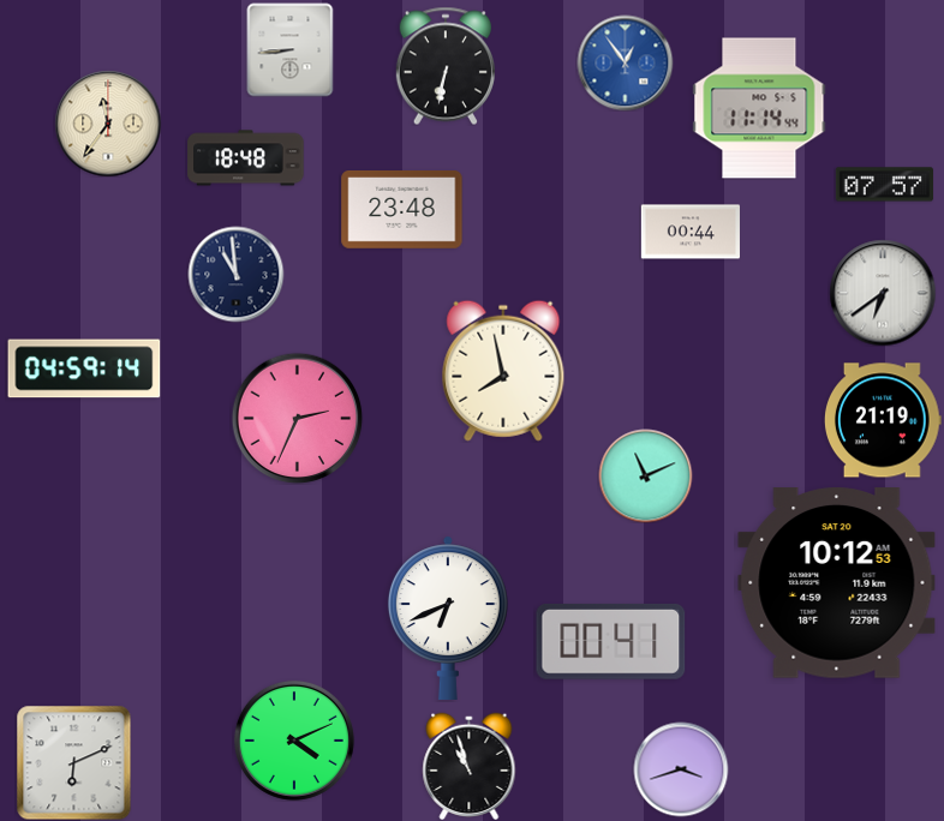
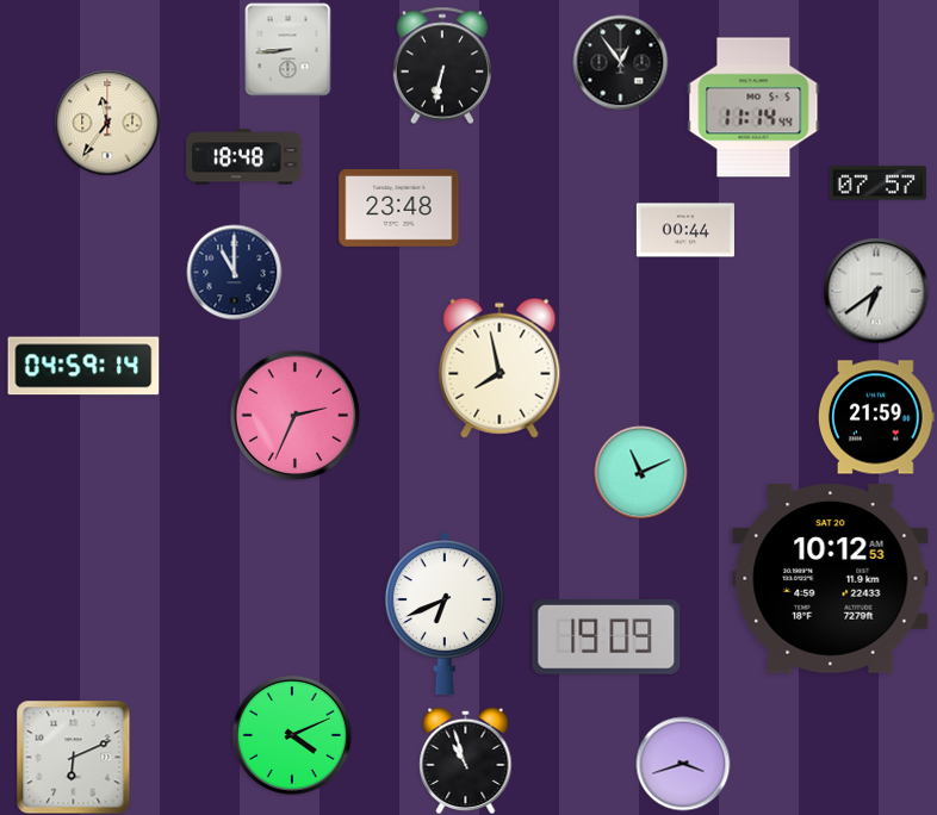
clock at (625, 62) dial: blue -> black
clock at (235, 274): 10:59 -> 11:00
clock at (883, 420): 21:19 -> 21:59
clock at (611, 641): 00:41 -> 19:09
clock at (681, 769) position: (681, 769) -> (683, 764)
